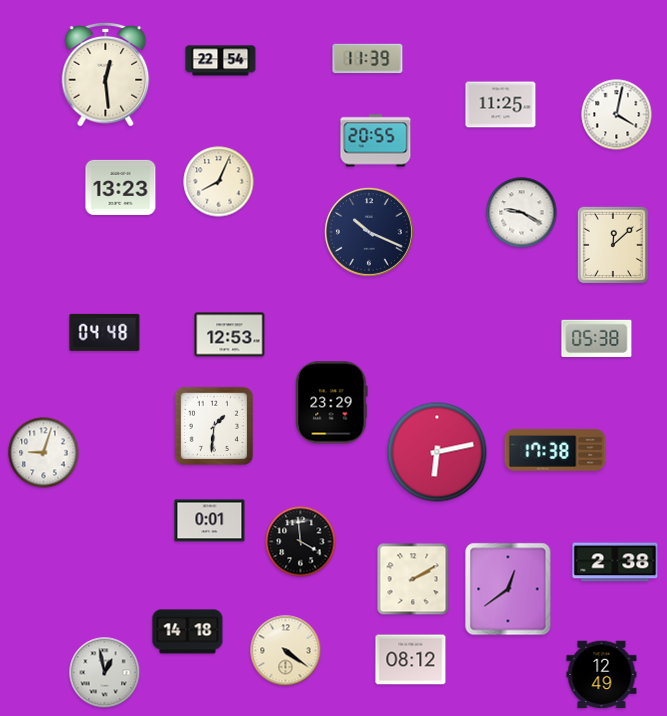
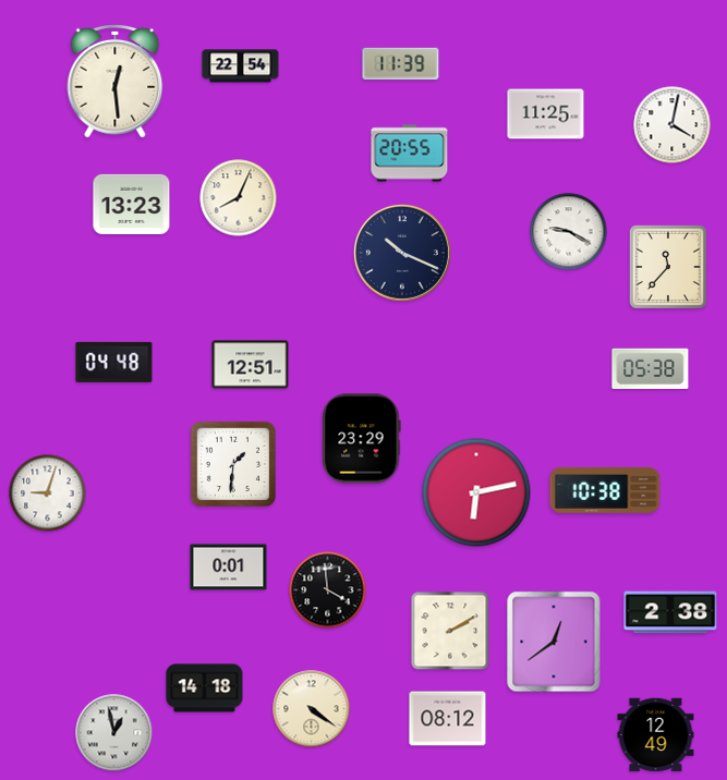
clock at (613, 245): 12:08 -> 11:37
clock at (230, 335): 12:53 -> 12:51
clock at (555, 450): 17:38 -> 10:38
